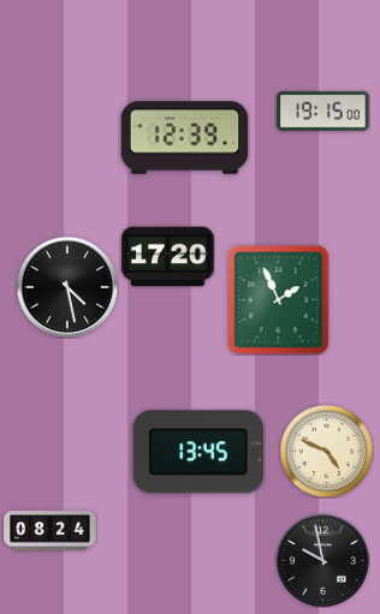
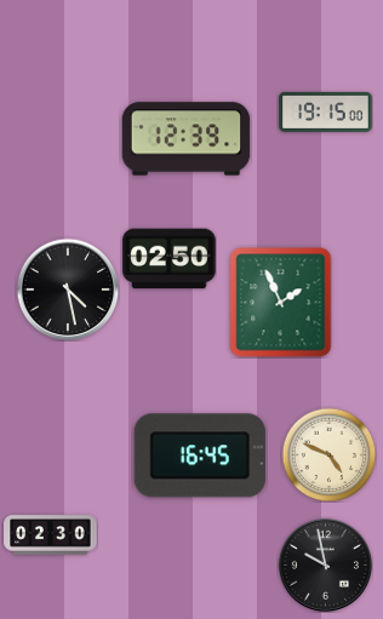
clock at (168, 257): 17:20 -> 02:50
clock at (198, 452): 13:45 -> 16:45
clock at (51, 531): 08:24 -> 02:30
